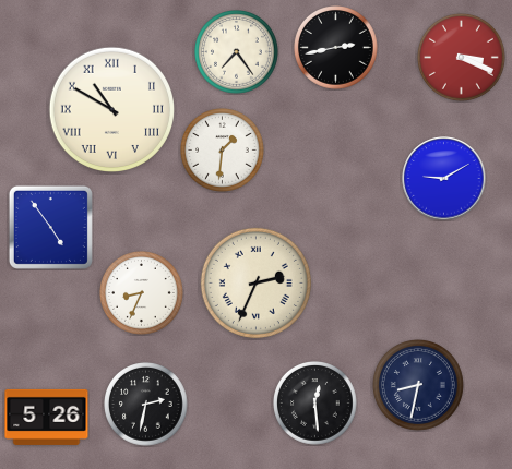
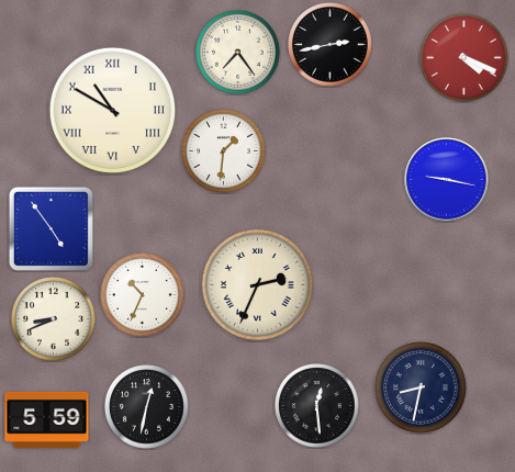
clock at (336, 48) position: (336, 48) -> (331, 45)
clock at (461, 57): 3:19 -> 4:19
clock at (444, 179): 9:10 -> 9:17
clock at (142, 293): 8:34 -> 10:34
clock at (54, 319): none -> 8:41
clock at (146, 405): 2:32 -> 12:32
clock at (47, 417): 5:26 -> 5:59
